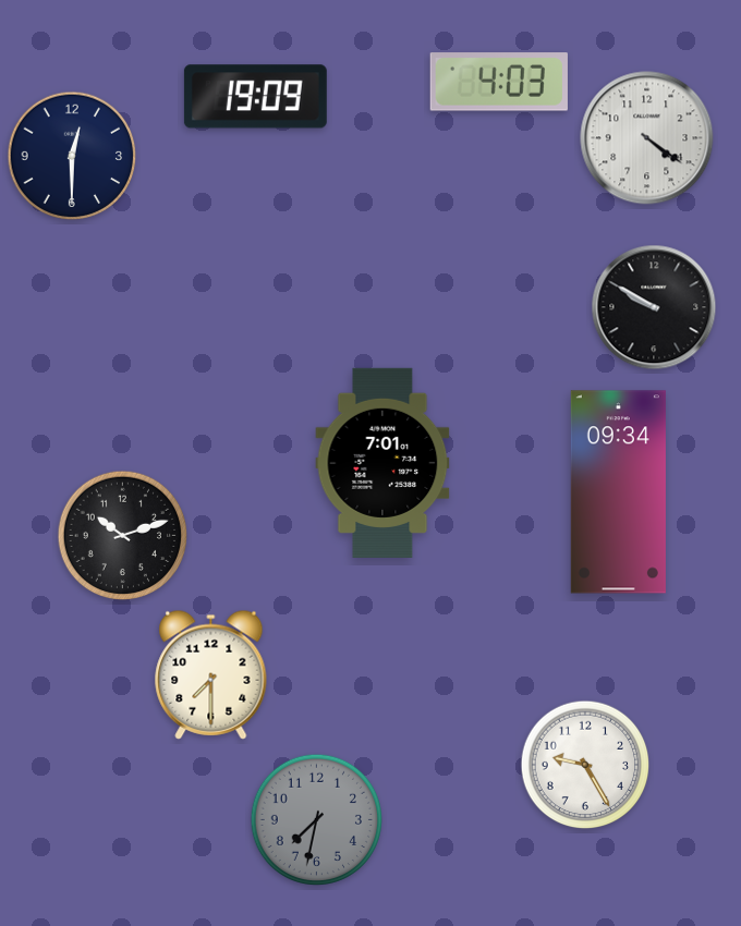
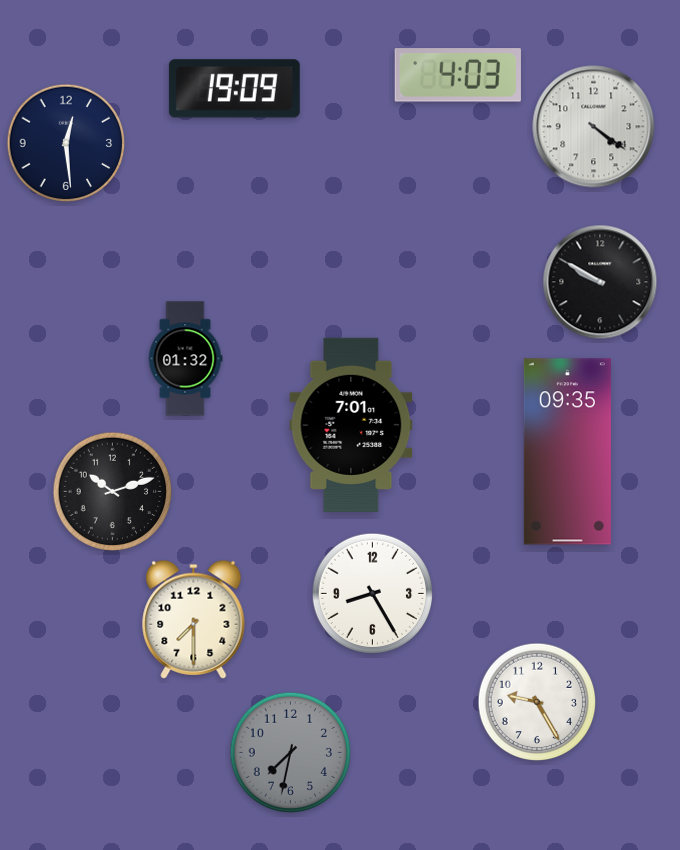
clock at (72, 156): 12:30 -> 12:29
clock at (185, 359): none -> 01:32
clock at (618, 492): 09:34 -> 09:35
clock at (372, 593): none -> 8:25
